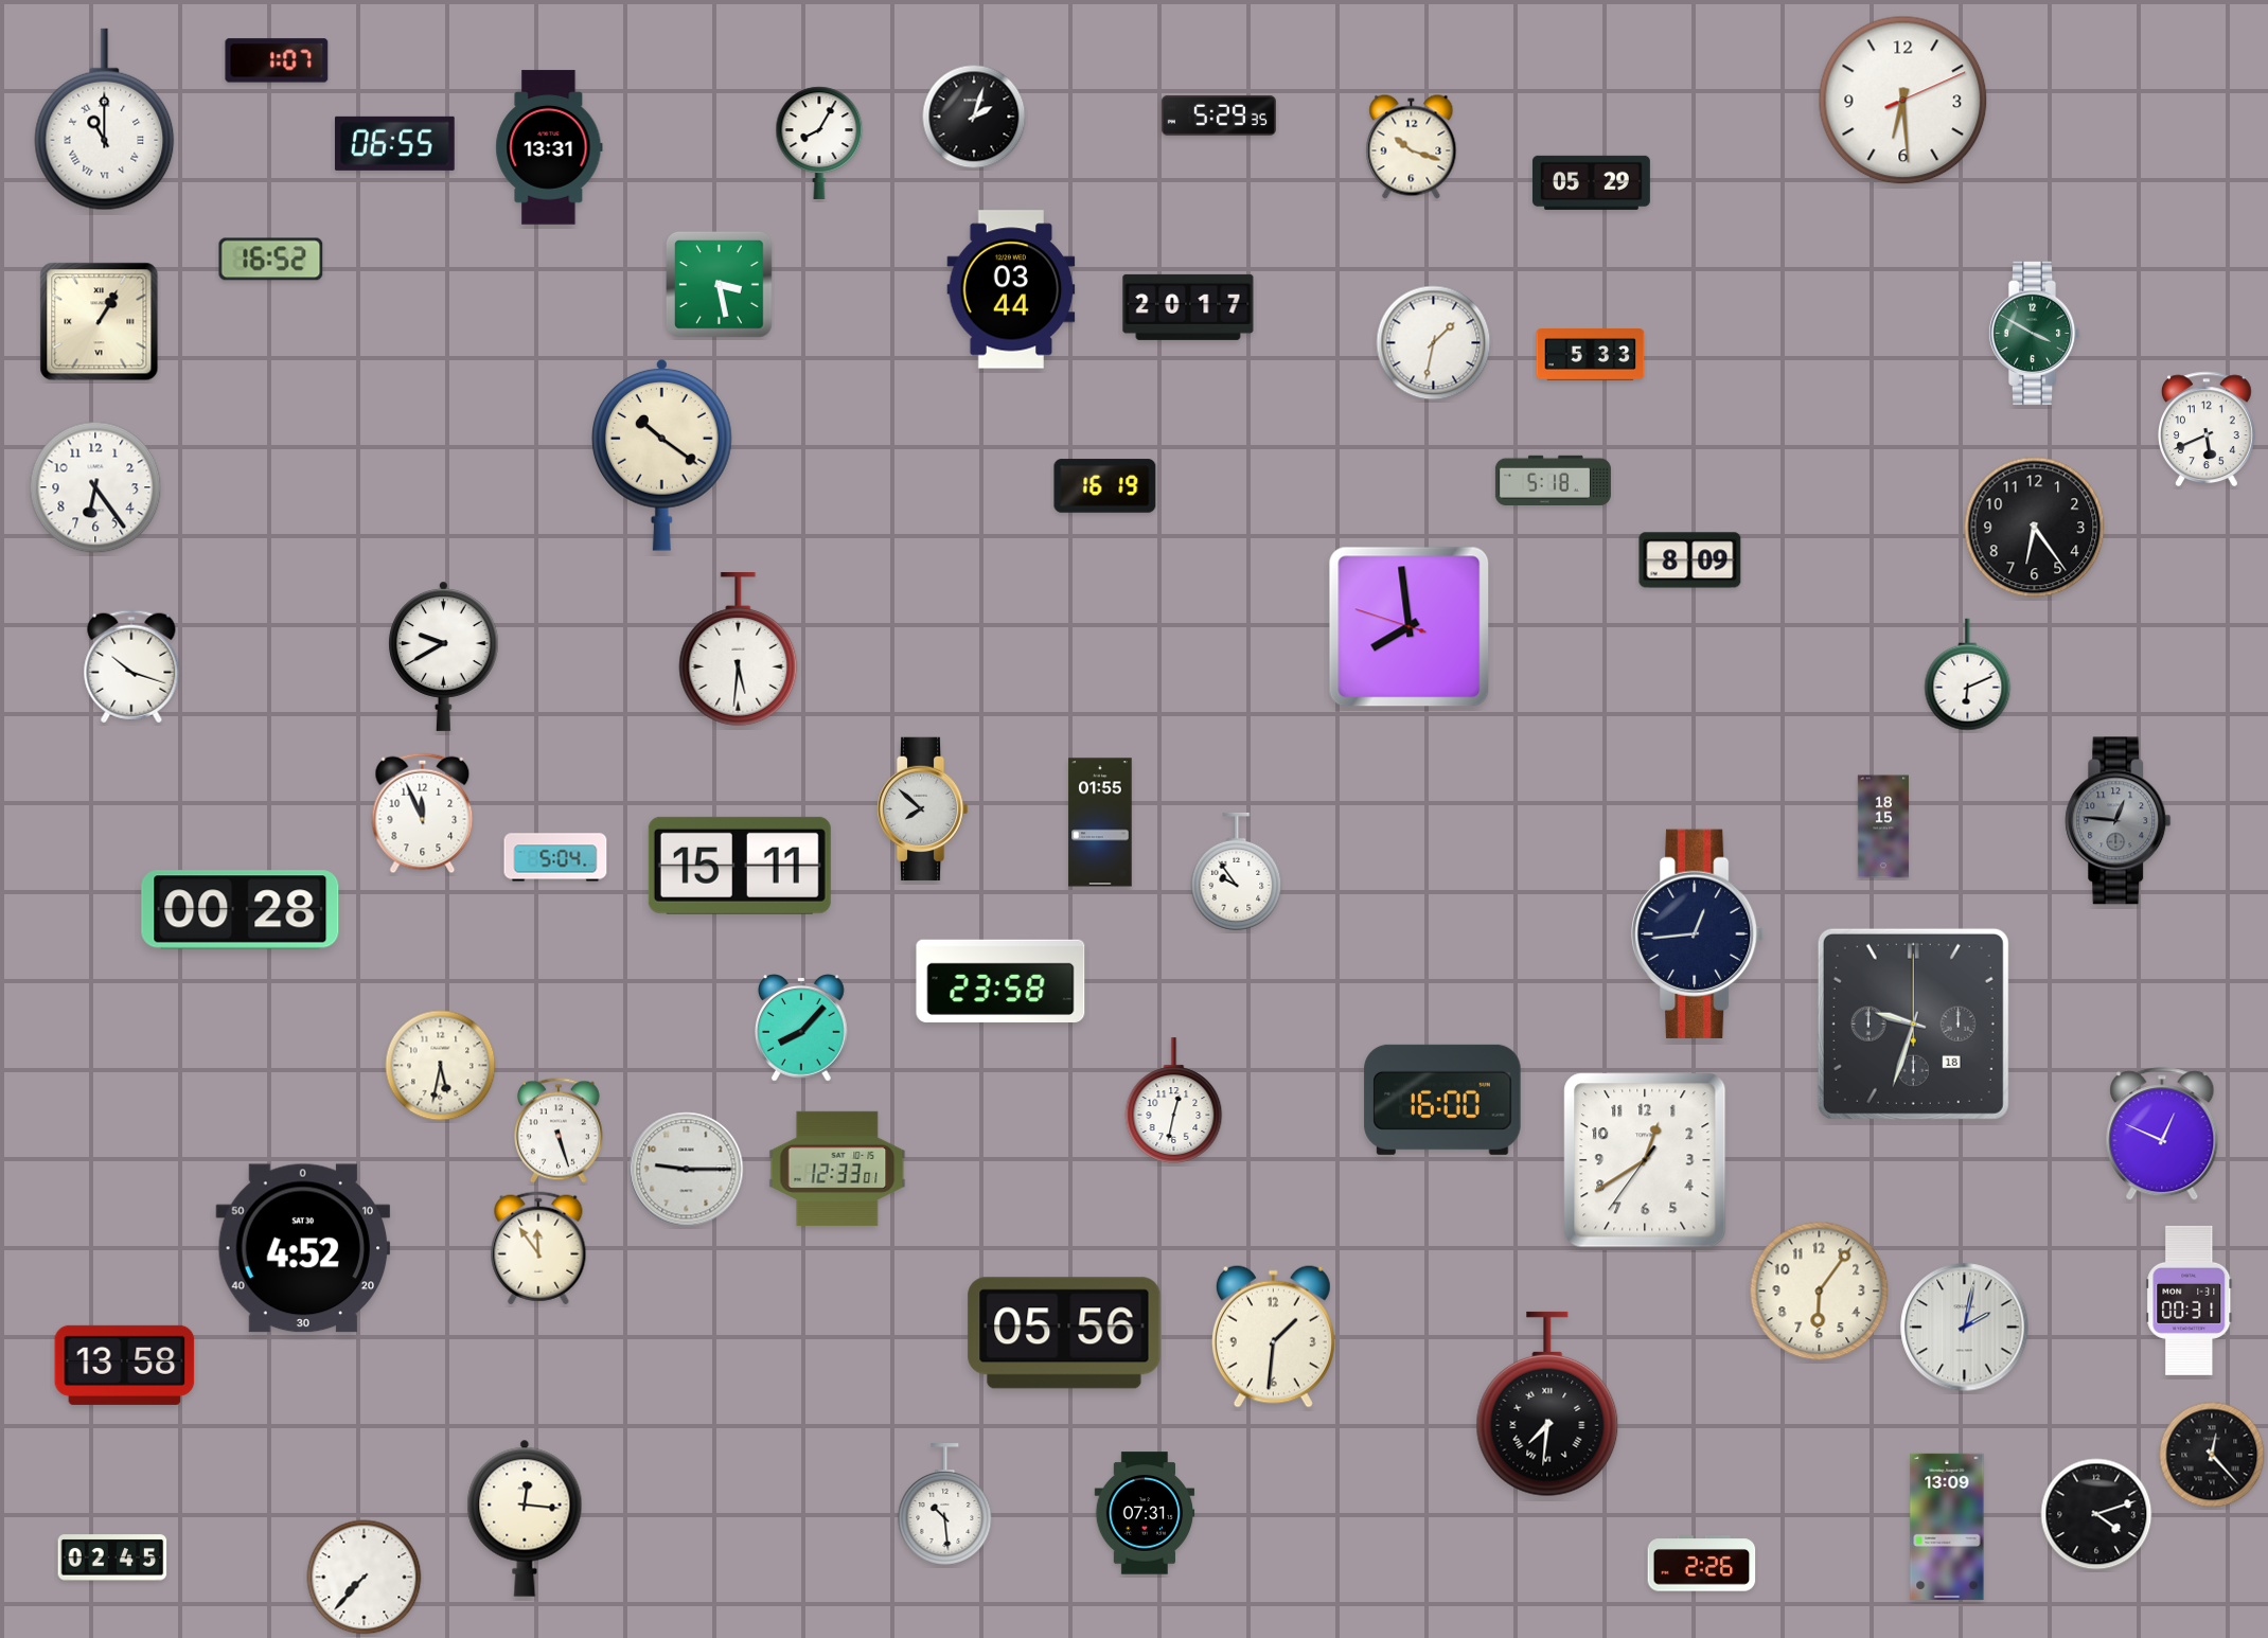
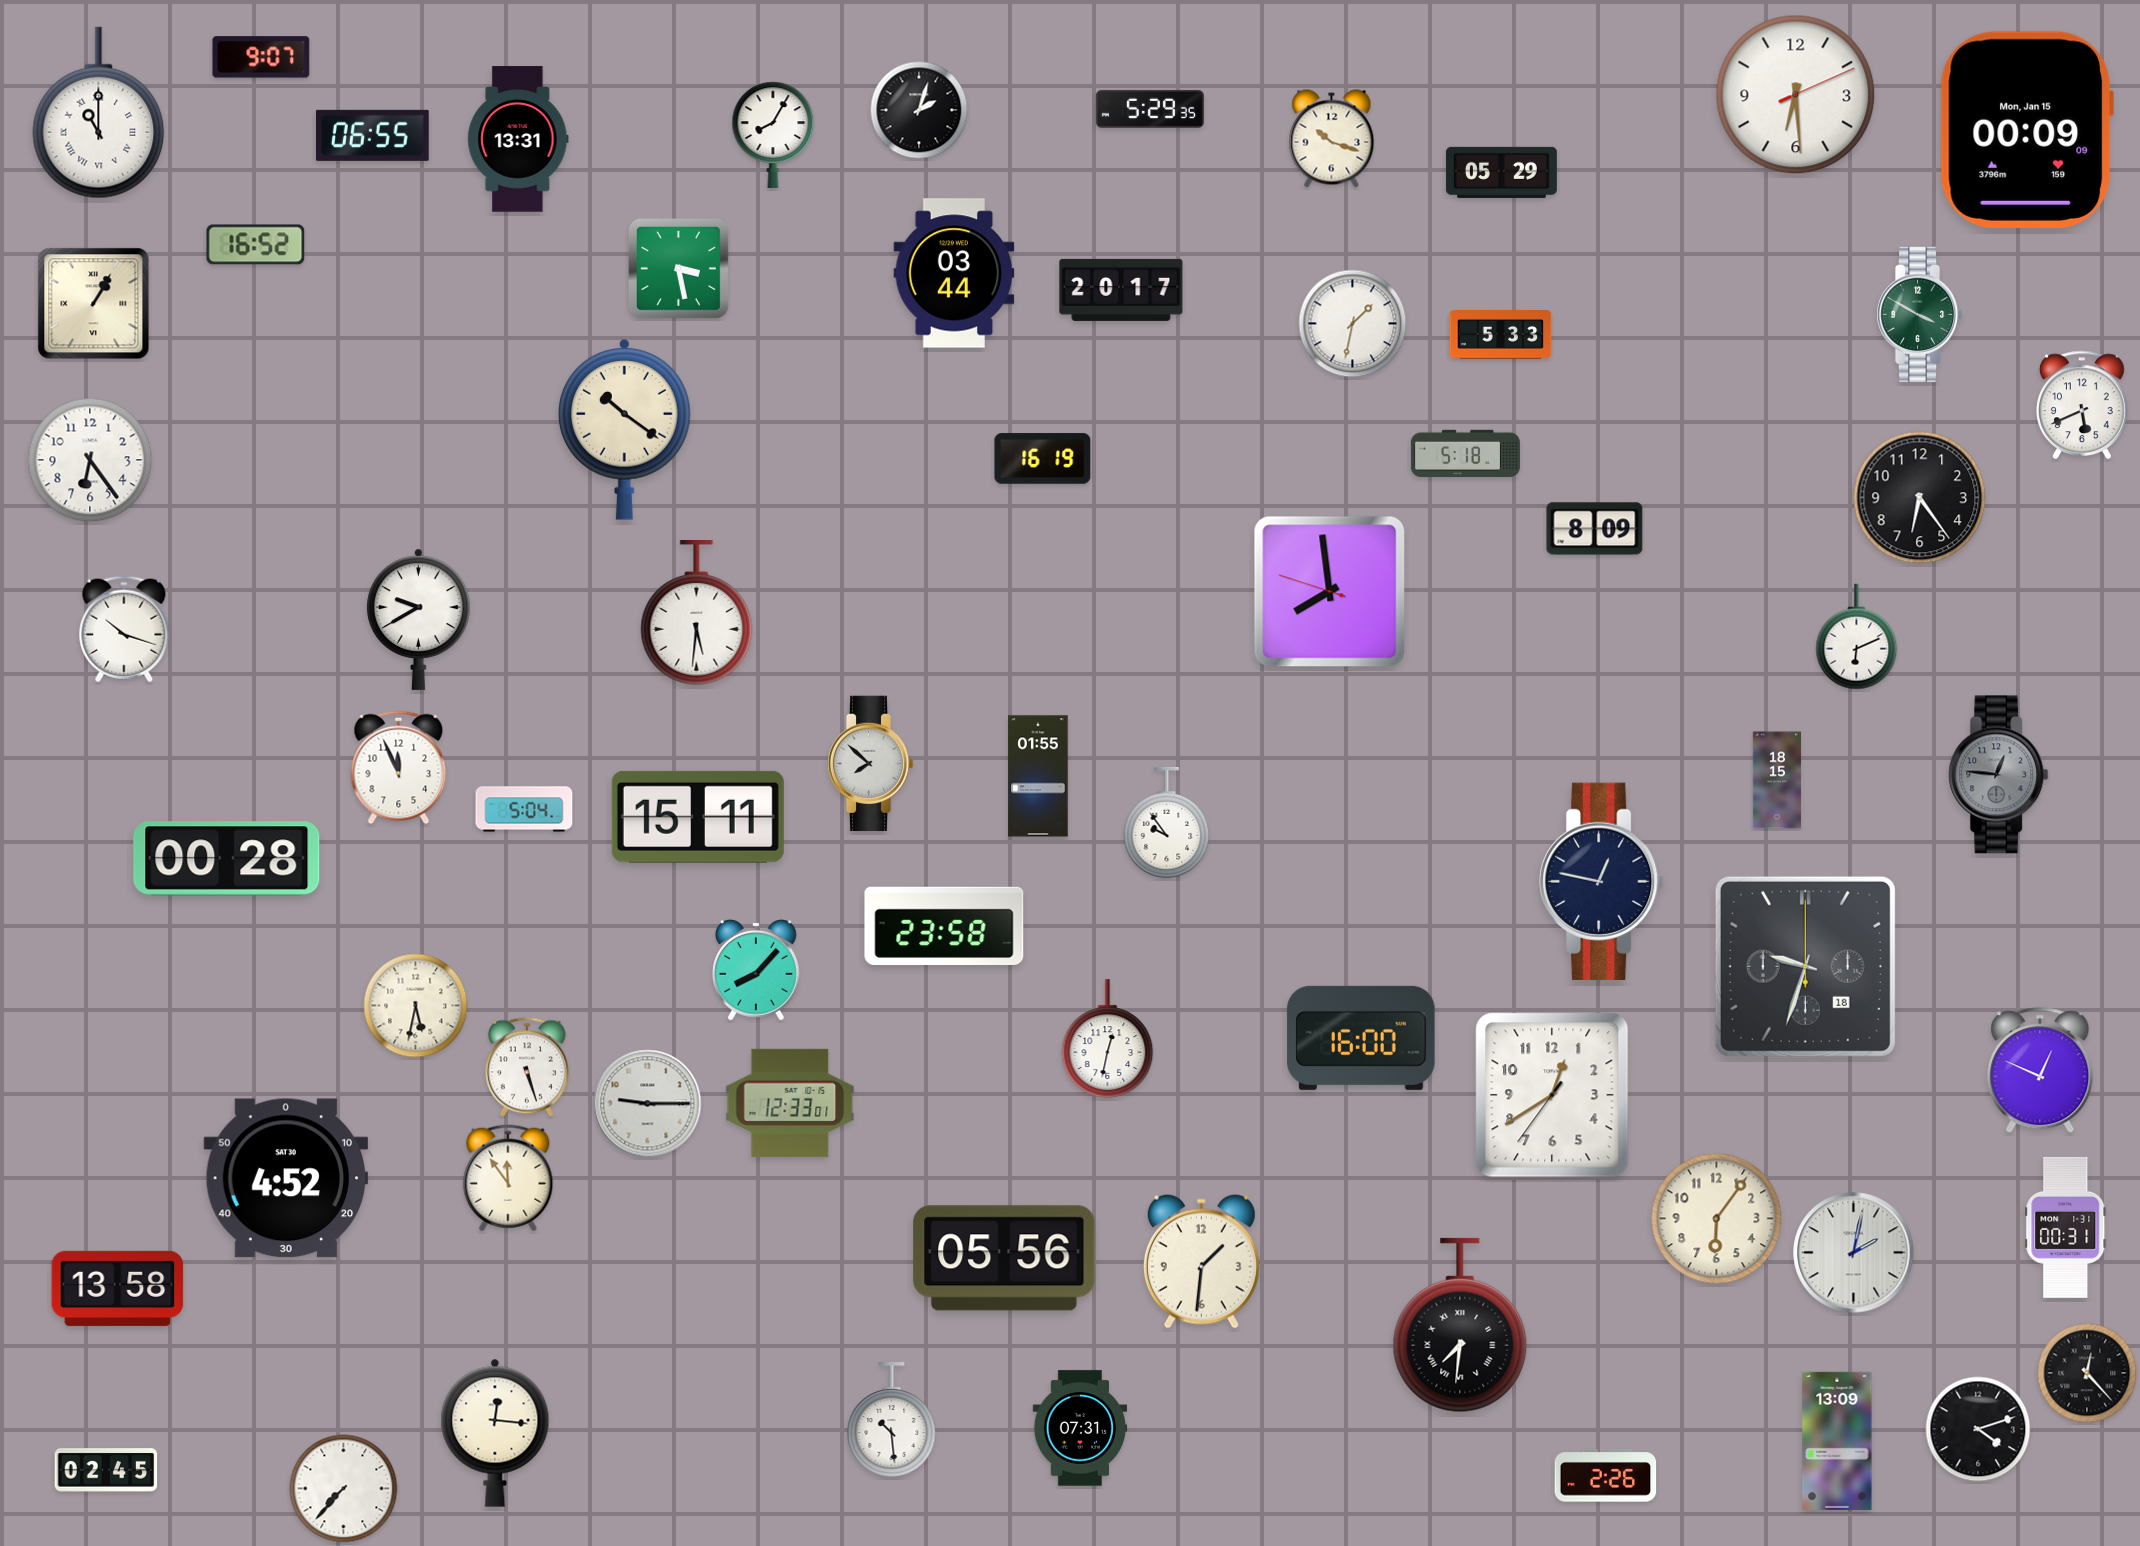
clock at (277, 60): 1:07 -> 9:07
clock at (2026, 130): none -> 00:09
clock at (1699, 933): 12:44 -> 12:47
